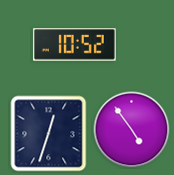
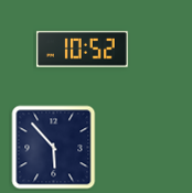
clock at (132, 130): 4:54 -> none
clock at (49, 134): 12:33 -> 5:53
